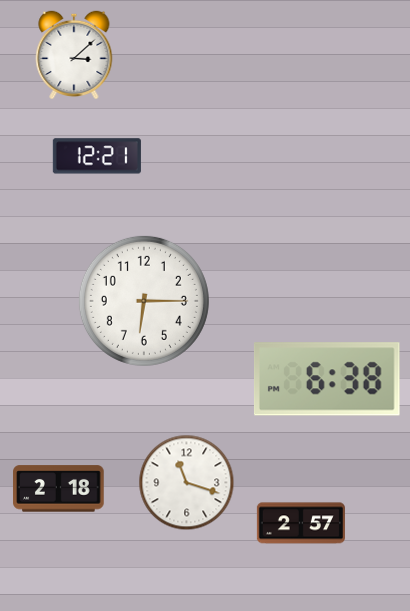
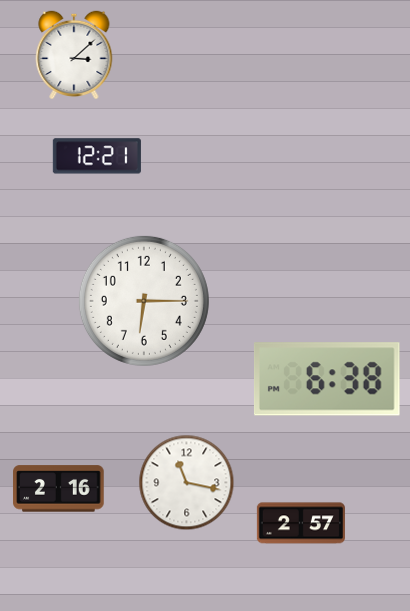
clock at (187, 483): 11:18 -> 11:17
clock at (59, 489): 2:18 -> 2:16
